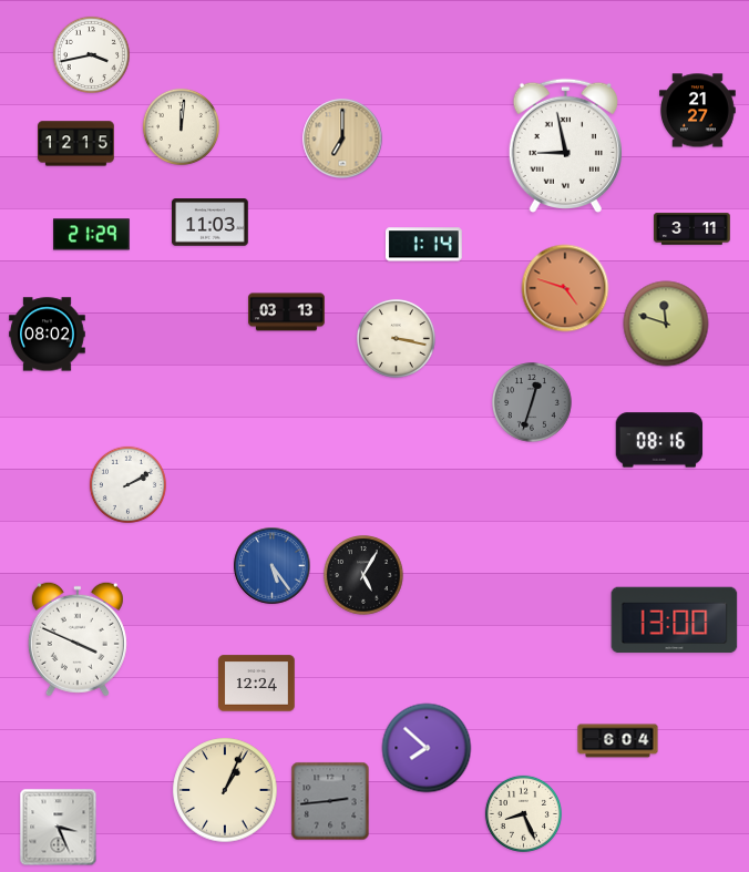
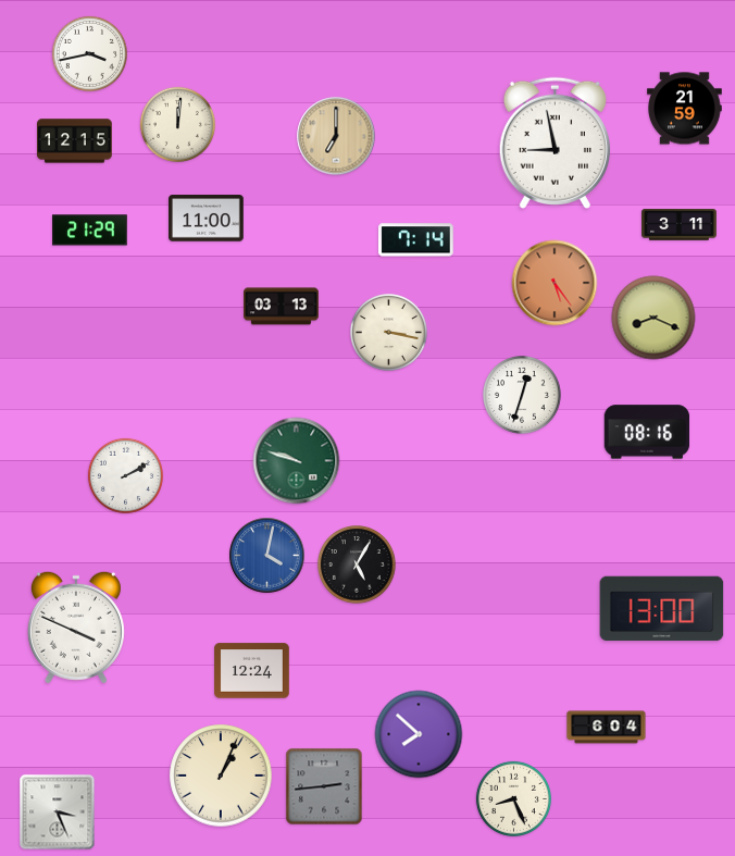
clock at (698, 111): 21:27 -> 21:59
clock at (211, 223): 11:03 -> 11:00
clock at (423, 245): 1:14 -> 7:14
clock at (565, 288): 4:48 -> 5:24
clock at (666, 324): 11:48 -> 8:19
clock at (48, 335): 08:02 -> none
clock at (533, 403) dial: grey -> white
clock at (297, 461): none -> 9:48
clock at (273, 566): 5:24 -> 4:02
